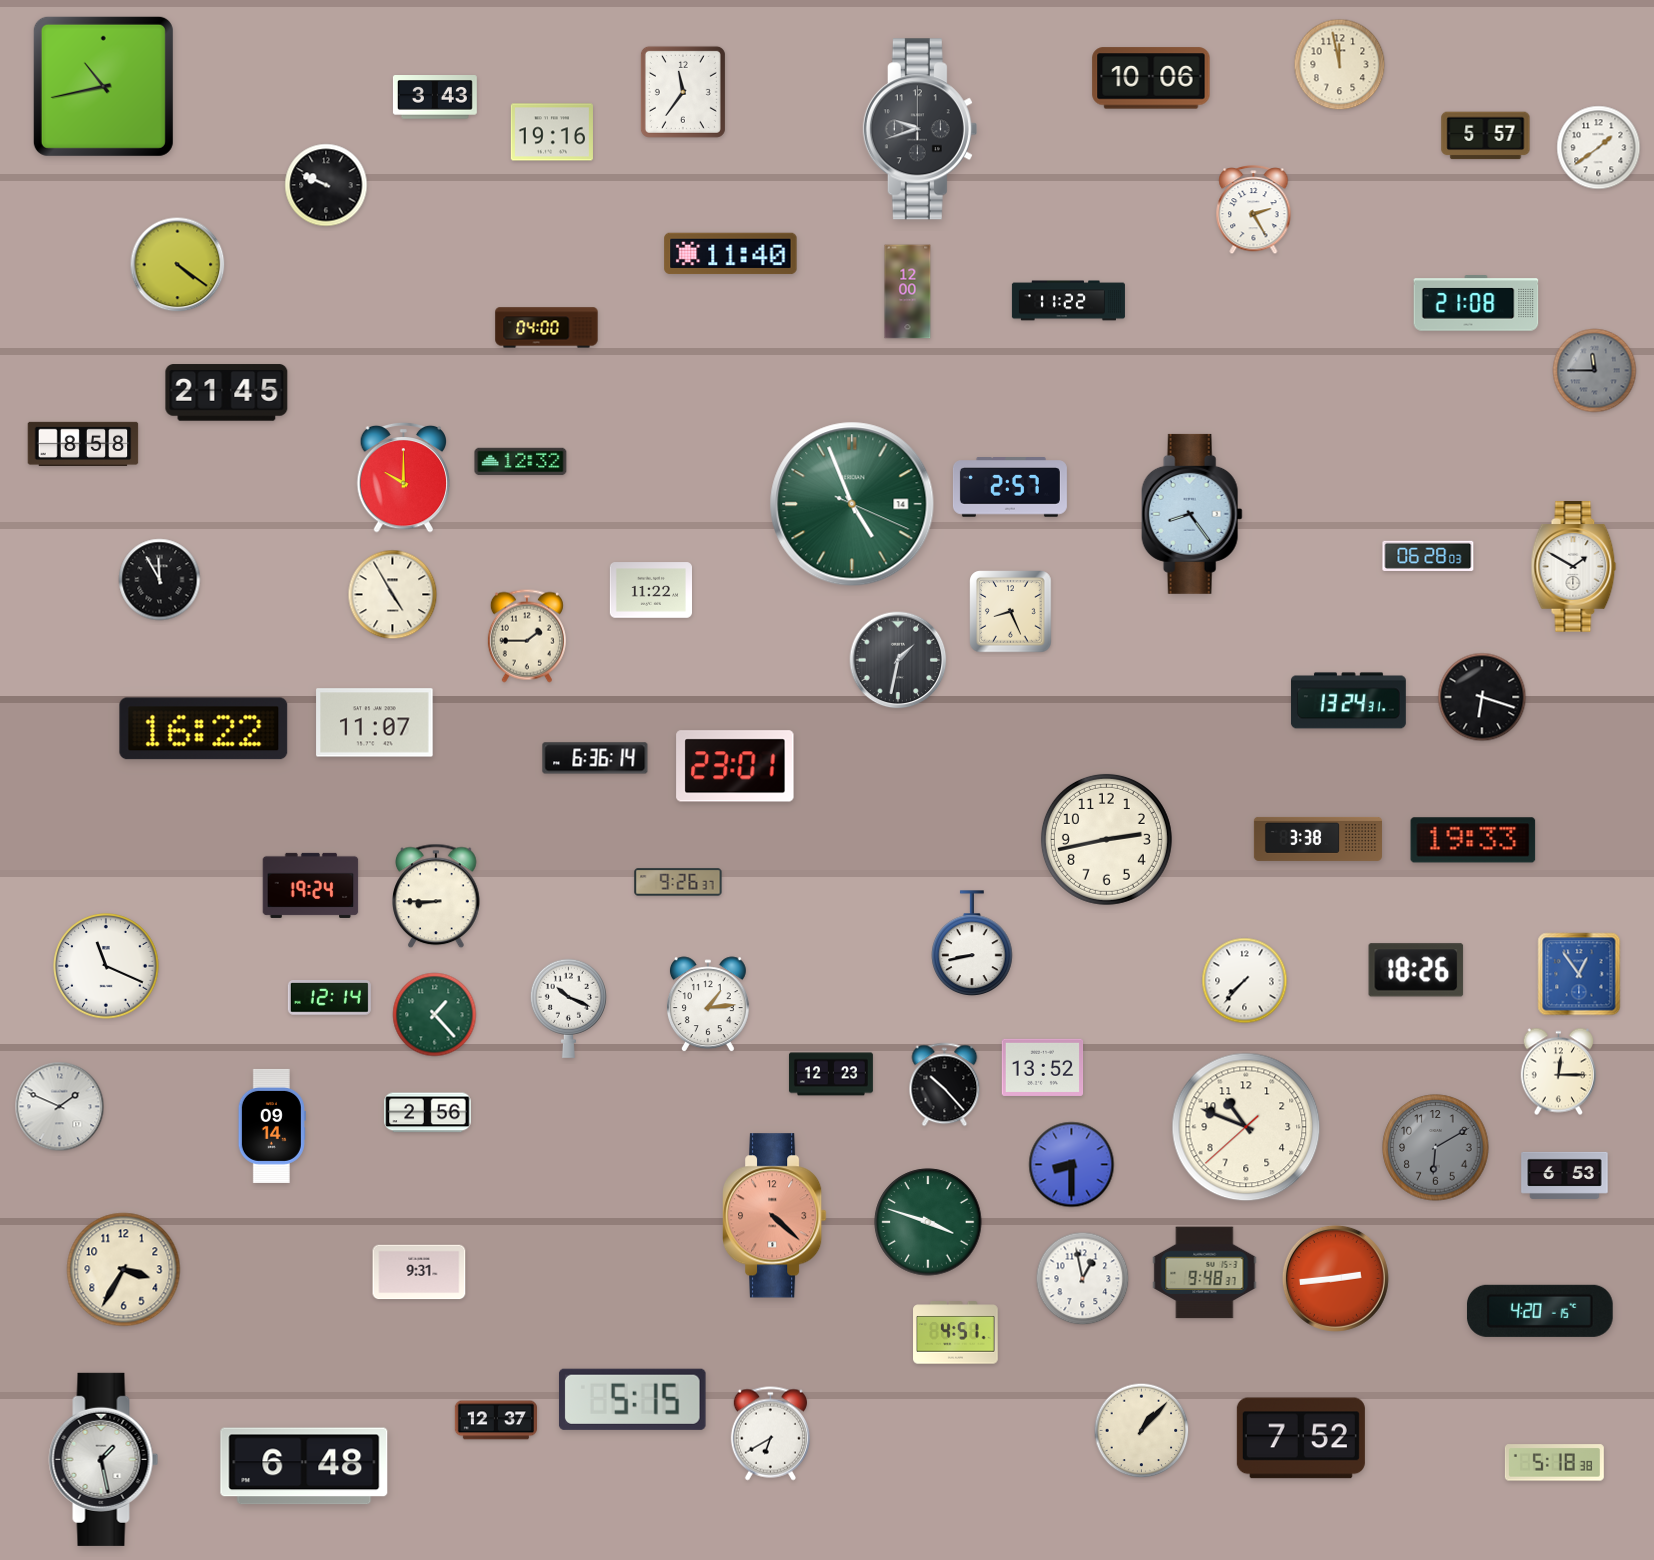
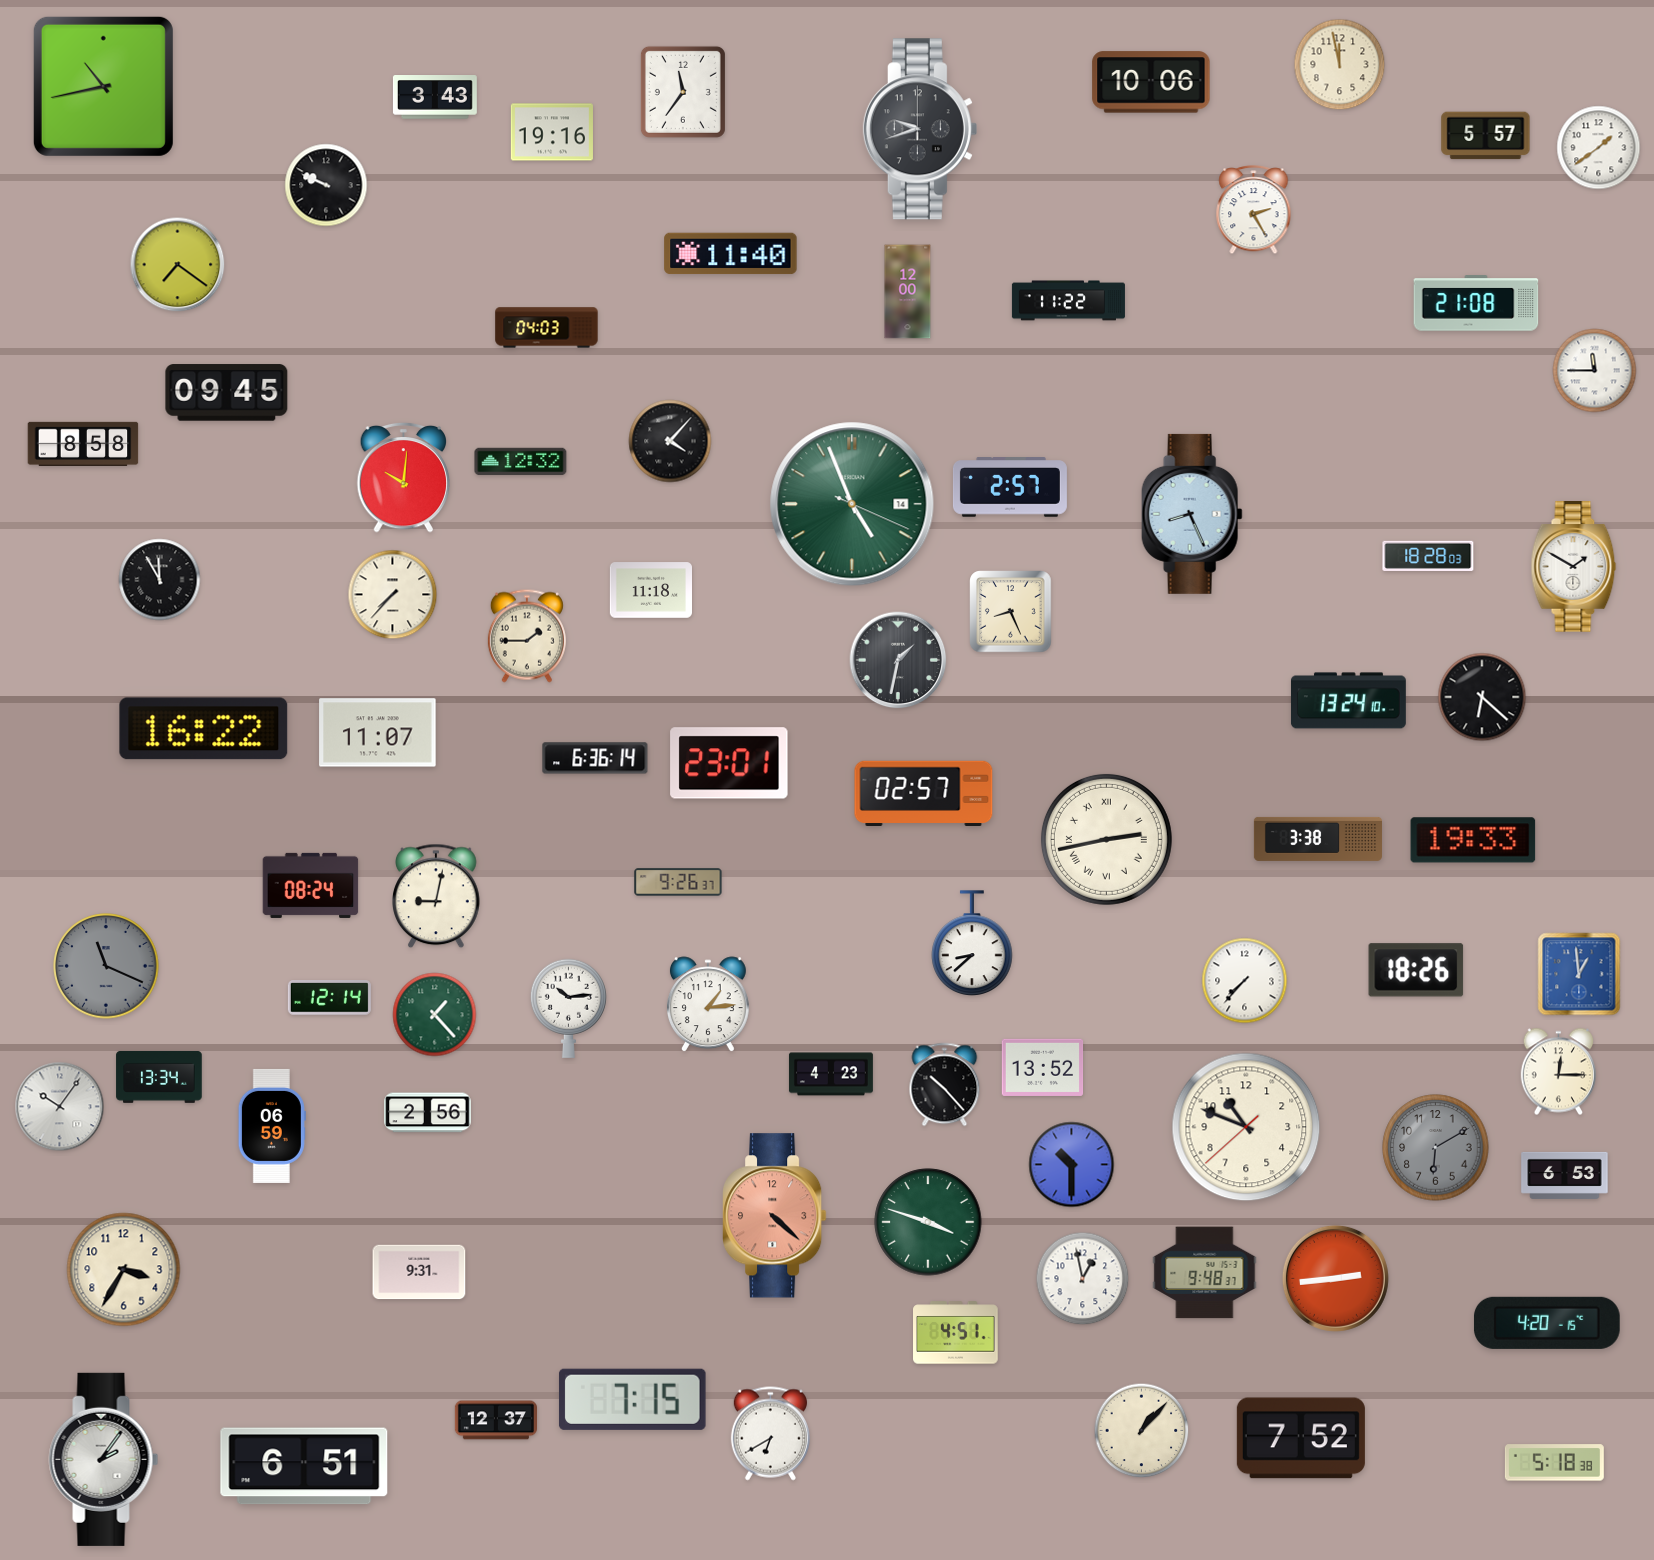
clock at (1151, 78) position: (1151, 78) -> (1151, 82)
clock at (178, 265): 4:21 -> 7:21
clock at (547, 328): 04:00 -> 04:03
clock at (1595, 371) dial: grey -> white
clock at (227, 393): 21:45 -> 09:45
clock at (670, 441): none -> 4:07
clock at (404, 477): 10:00 -> 10:01
clock at (1192, 514): 8:24 -> 8:26
clock at (1428, 556): 06:28 -> 18:28
clock at (650, 590): 11:22 -> 11:18
clock at (393, 595): 4:55 -> 7:37
clock at (1482, 697): 6:18 -> 6:22
clock at (1348, 701): 13:24:31 -> 13:24:10
clock at (375, 723) position: (375, 723) -> (378, 733)
clock at (735, 766) position: (735, 766) -> (729, 763)
clock at (924, 793): none -> 02:57
clock at (1106, 839) numerals: Arabic -> Roman
clock at (311, 885): 19:24 -> 08:24
clock at (437, 896): 8:45 -> 9:02
clock at (972, 943): 8:43 -> 8:38
clock at (106, 966) dial: white -> grey
clock at (1579, 974): 12:54 -> 12:59
clock at (568, 1008): 10:19 -> 10:14
clock at (831, 1074): 12:23 -> 4:23
clock at (159, 1077): none -> 13:34
clock at (60, 1107): 1:49 -> 10:06
clock at (272, 1126): 09:14 -> 06:59
clock at (1072, 1165): 8:30 -> 10:30
clock at (1540, 1311) position: (1540, 1311) -> (1547, 1323)
clock at (632, 1399): 5:15 -> 7:15
clock at (104, 1459): 1:28 -> 2:06
clock at (304, 1466): 6:48 -> 6:51
